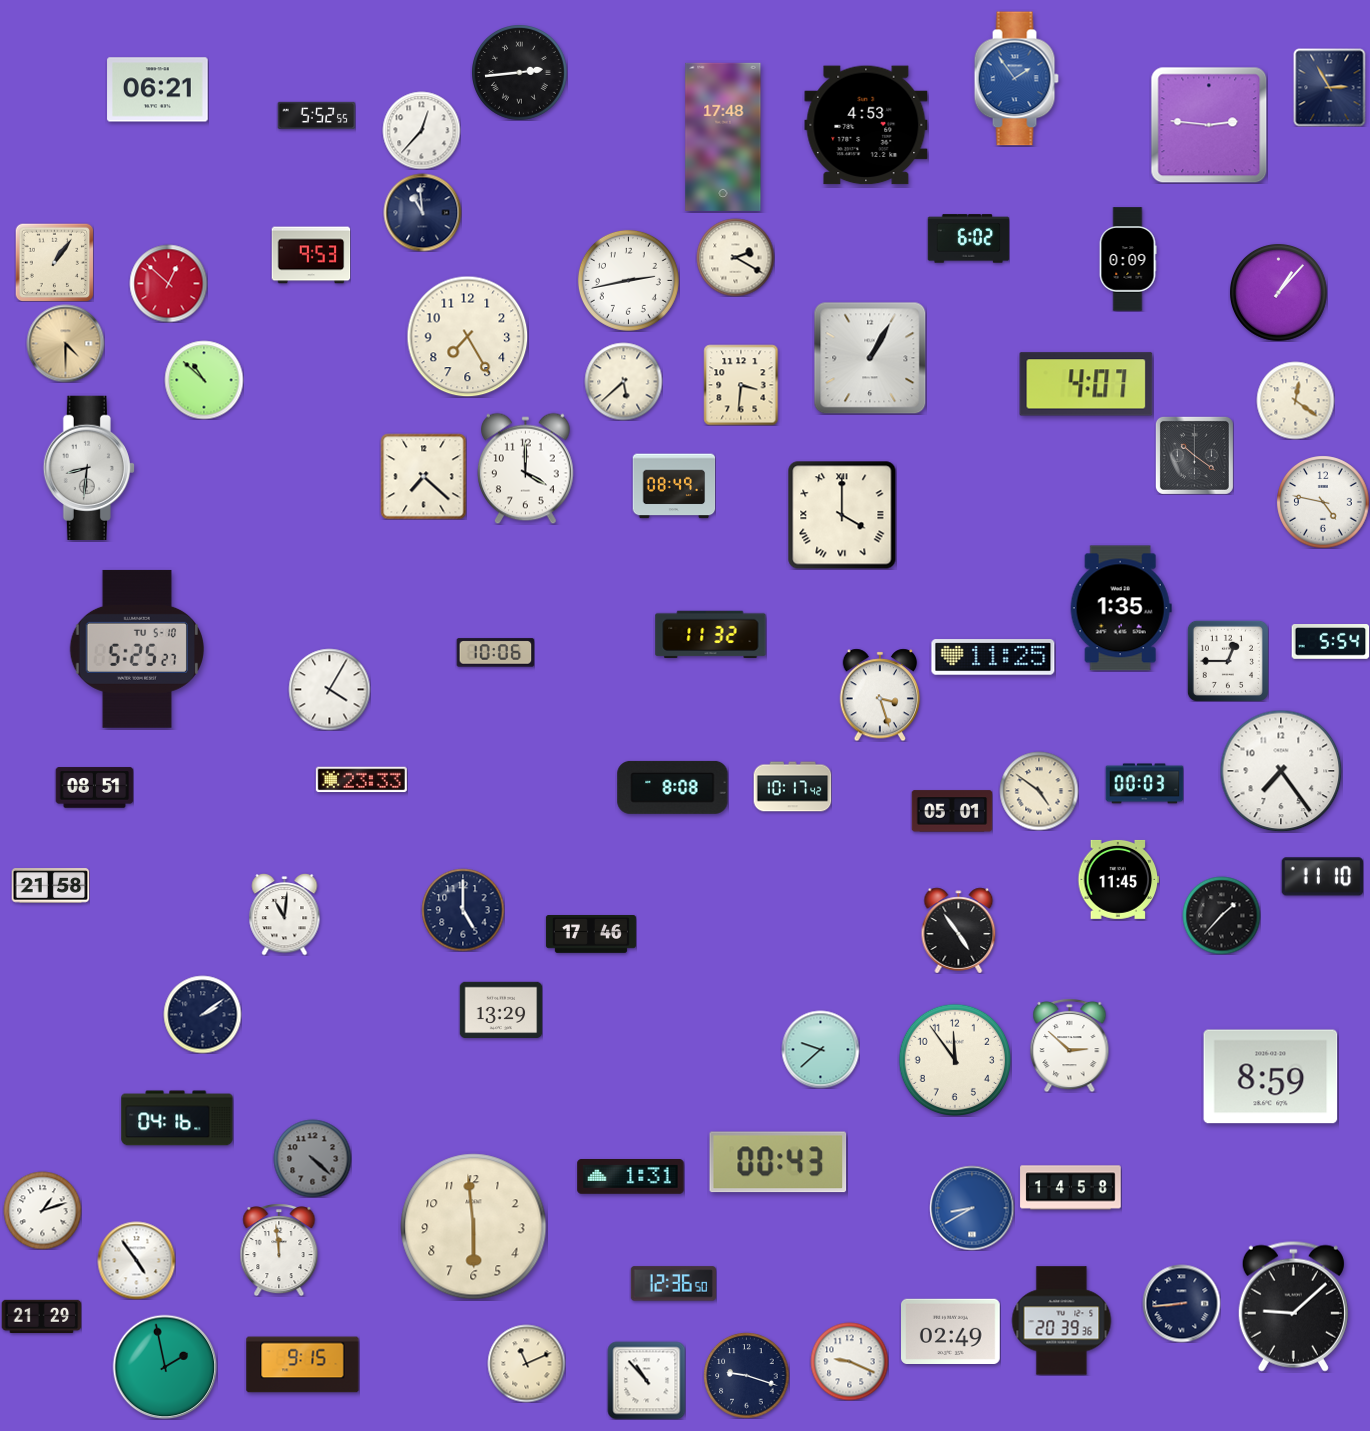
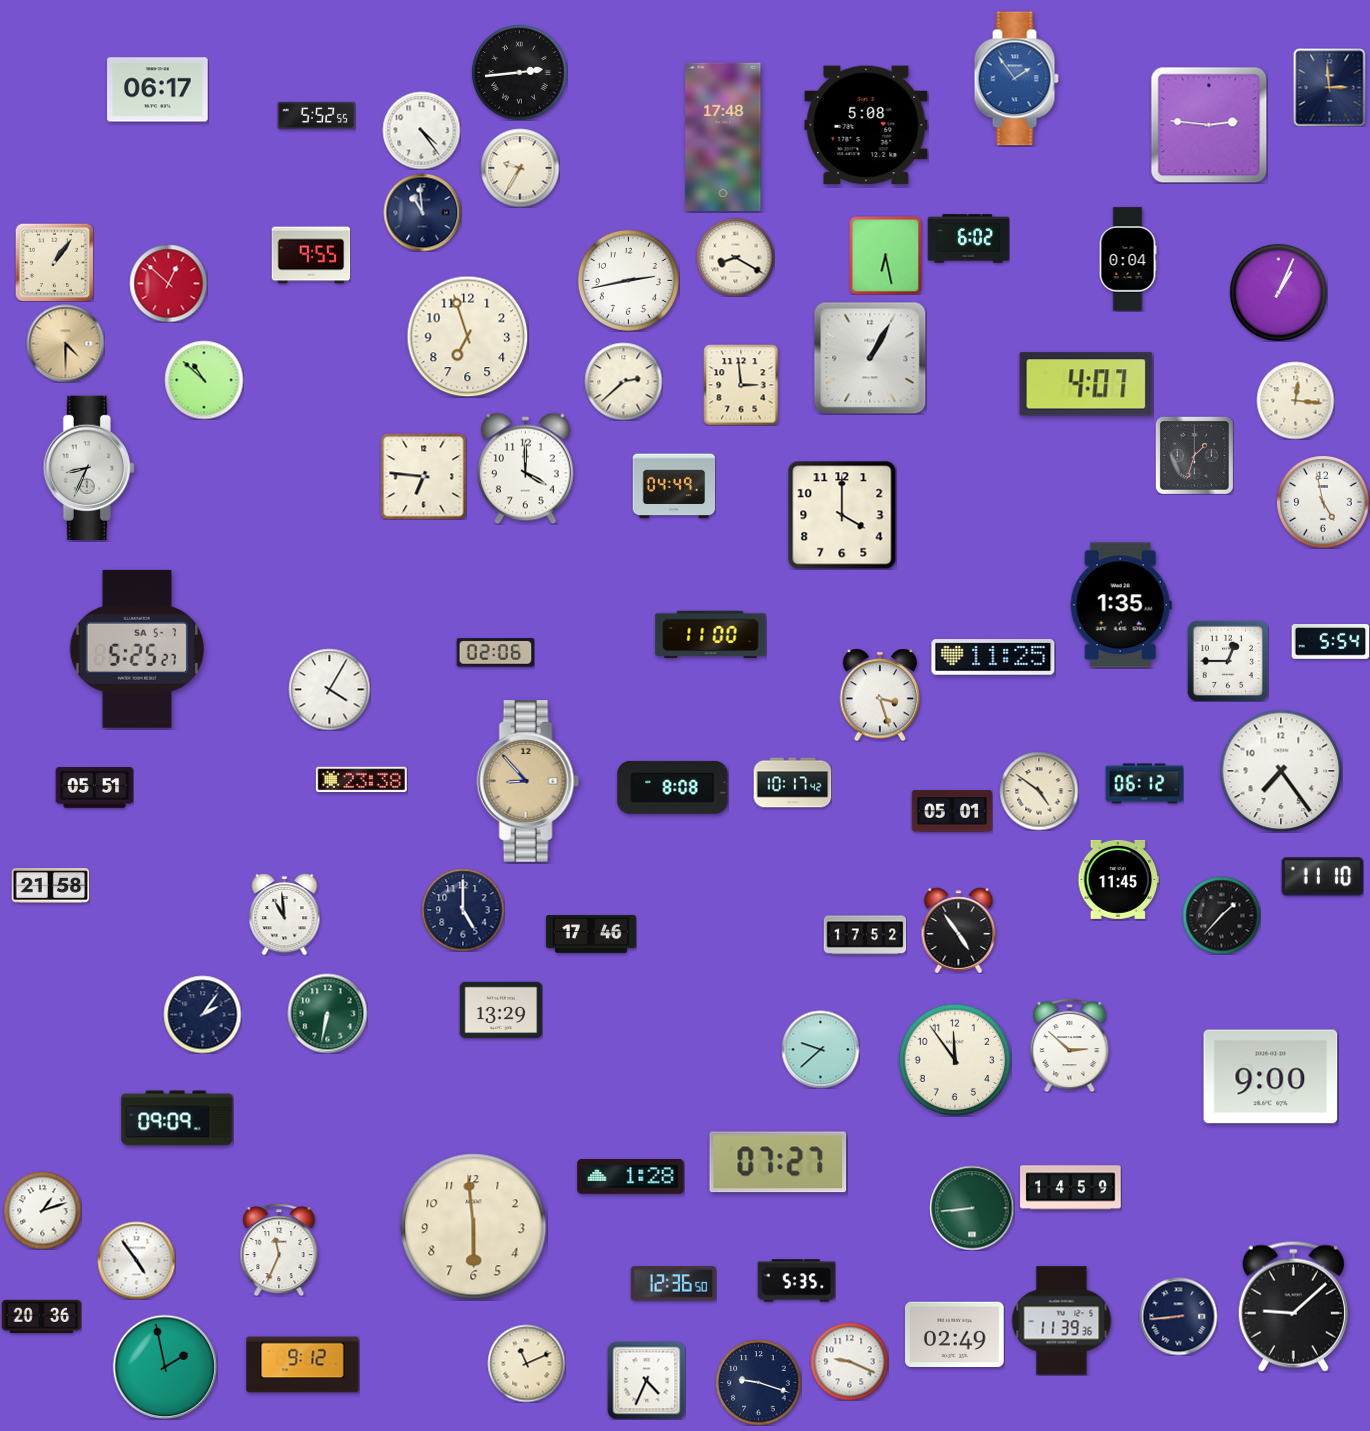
clock at (1330, 87): 2:55 -> 2:59
clock at (158, 90): 06:21 -> 06:17
clock at (866, 125): 4:53 -> 5:08
clock at (421, 130): 12:37 -> 4:24
clock at (520, 168): none -> 9:35
clock at (311, 255): 9:53 -> 9:55
clock at (886, 255): none -> 6:28
clock at (735, 257): 2:20 -> 8:20
clock at (1128, 259): 0:09 -> 0:04
clock at (1278, 292): 1:07 -> 1:04
clock at (467, 336): 7:25 -> 6:57
clock at (623, 381): 5:38 -> 2:38
clock at (741, 385): 3:31 -> 2:59
clock at (1295, 400): 12:21 -> 12:16
clock at (1194, 455): 10:21 -> 1:33
clock at (89, 467): 8:31 -> 8:34
clock at (423, 476): 7:22 -> 6:46
clock at (674, 486): 08:49 -> 04:49
clock at (1323, 502): 4:47 -> 4:58
clock at (842, 515) numerals: Roman -> Arabic
clock at (1121, 608) position: (1121, 608) -> (1121, 605)
clock at (711, 635): 11:32 -> 11:00
clock at (136, 649) date: TU 5-10 -> SA 5-7
clock at (495, 653): 10:06 -> 02:06
clock at (361, 780): 23:33 -> 23:38
clock at (528, 782): none -> 8:53
clock at (1144, 784): 00:03 -> 06:12
clock at (792, 787) position: (792, 787) -> (792, 783)
clock at (94, 788): 08:51 -> 05:51
clock at (285, 915): 11:01 -> 10:59
clock at (865, 935): none -> 17:52
clock at (327, 1013): none -> 6:32
clock at (202, 1014): 2:09 -> 2:06
clock at (1271, 1077): 8:59 -> 9:00
clock at (177, 1118): 04:16 -> 09:09
clock at (312, 1158): 4:22 -> none
clock at (778, 1162): 00:43 -> 07:27
clock at (631, 1177): 1:31 -> 1:28
clock at (1071, 1188): 14:58 -> 14:59
clock at (972, 1208): 8:40 -> 8:44
clock at (972, 1208) dial: blue -> green
clock at (279, 1250): 11:59 -> 11:34
clock at (796, 1281): none -> 5:35
clock at (1181, 1303) position: (1181, 1303) -> (1178, 1316)
clock at (41, 1316): 21:29 -> 20:36
clock at (1062, 1321): 20:39 -> 11:39
clock at (951, 1331) position: (951, 1331) -> (955, 1334)
clock at (303, 1365): 9:15 -> 9:12
clock at (746, 1375) position: (746, 1375) -> (758, 1382)
clock at (646, 1380): 10:53 -> 4:34
